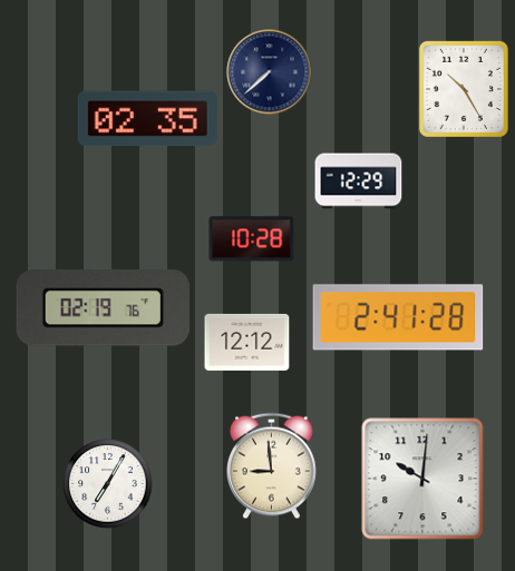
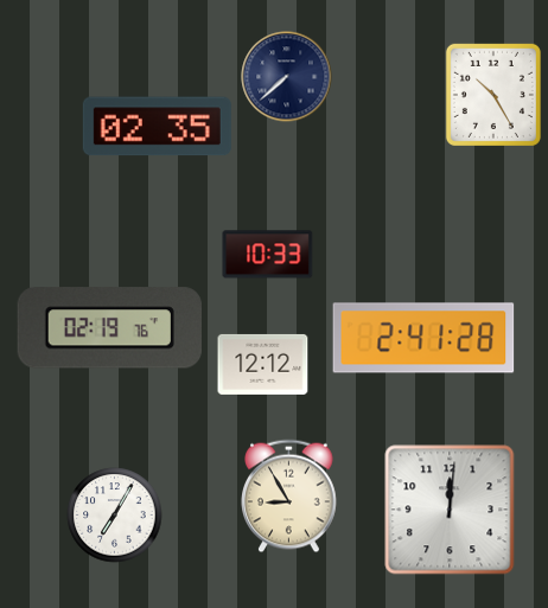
clock at (359, 181): 12:29 -> none
clock at (252, 239): 10:28 -> 10:33
clock at (272, 466): 8:59 -> 8:55
clock at (422, 479): 10:01 -> 12:01
